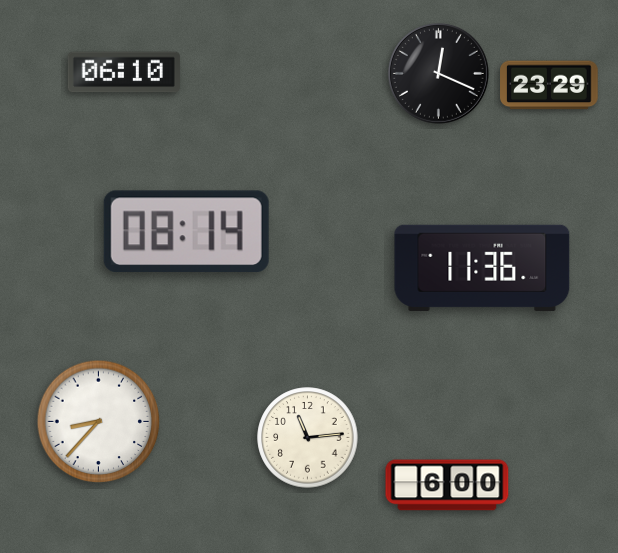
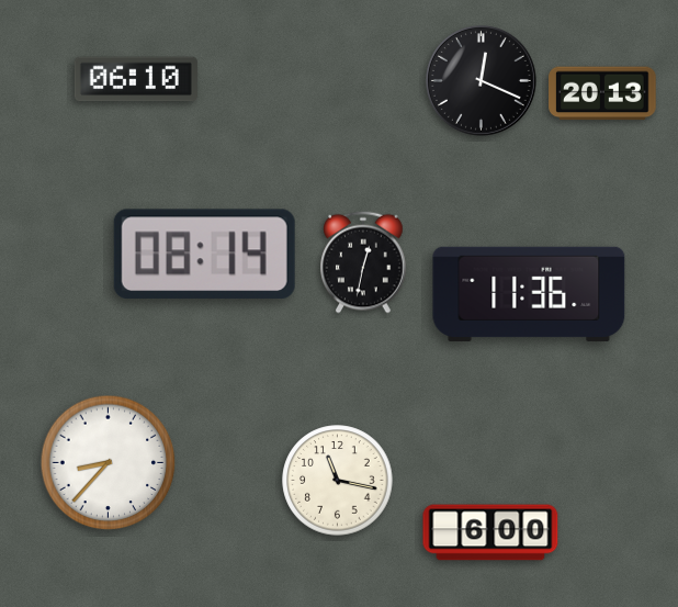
clock at (549, 85): 23:29 -> 20:13
clock at (363, 262): none -> 12:32
clock at (308, 438): 11:14 -> 11:17
